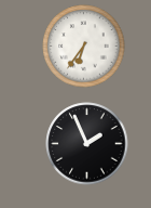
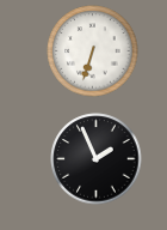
clock at (84, 47): 6:36 -> 6:33
